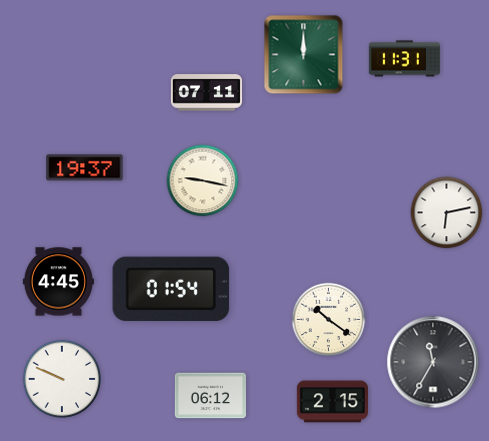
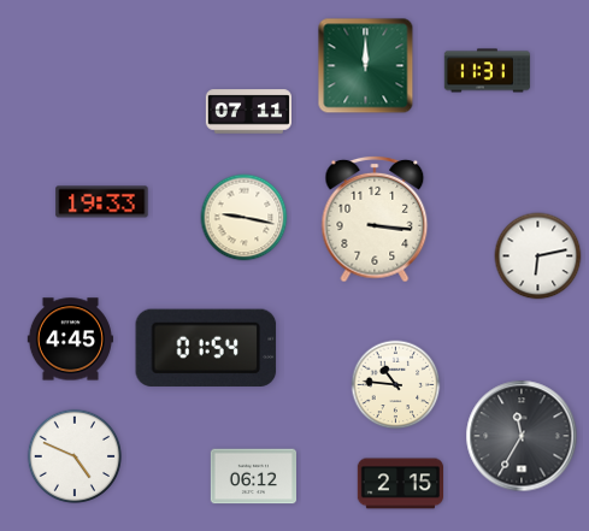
clock at (85, 168): 19:37 -> 19:33
clock at (375, 219): none -> 3:16
clock at (329, 320): 10:21 -> 10:46
clock at (61, 378): 9:49 -> 4:49
